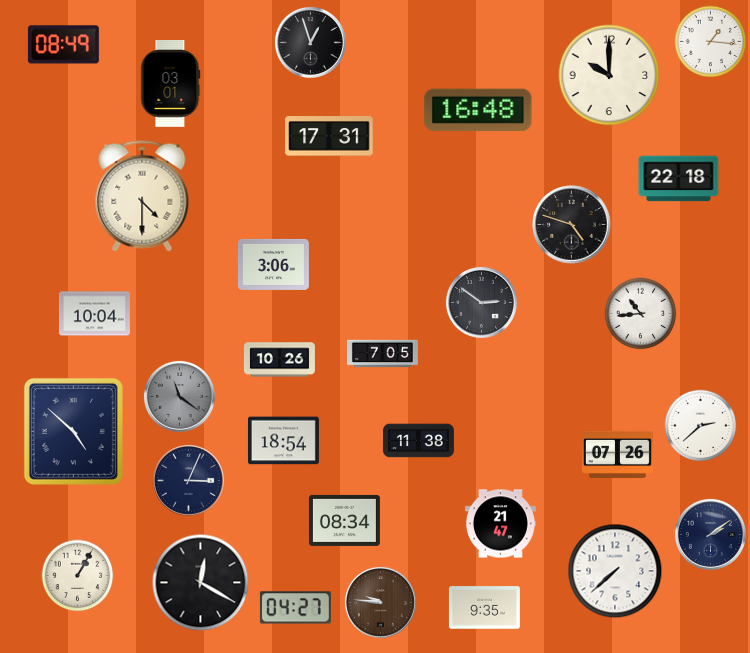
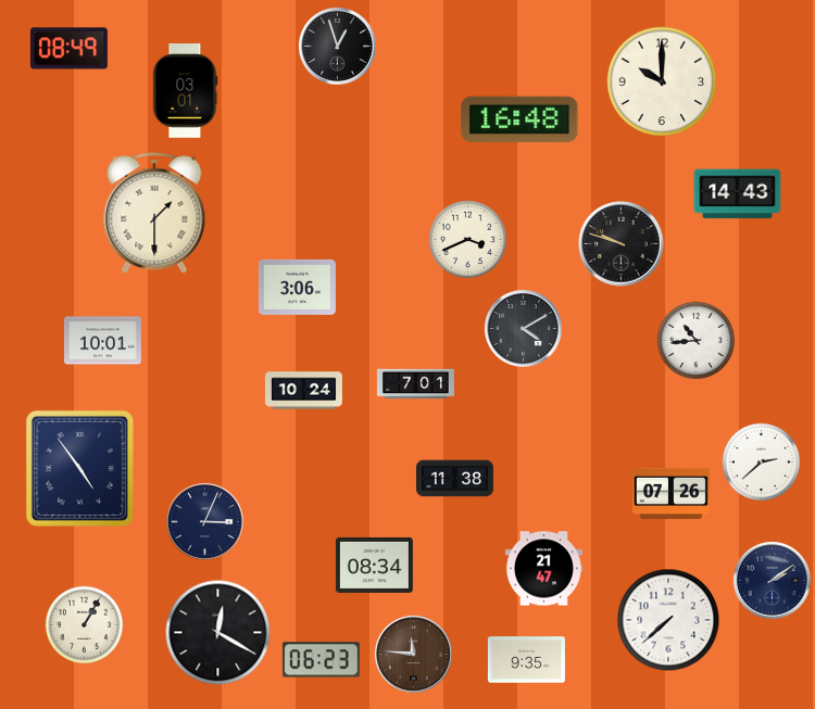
clock at (711, 42): 1:16 -> none
clock at (330, 136): 17:31 -> none
clock at (679, 179): 22:18 -> 14:43
clock at (142, 196): 4:30 -> 1:30
clock at (468, 240): none -> 3:41
clock at (572, 225): 4:48 -> 9:48
clock at (481, 302): 2:51 -> 4:10
clock at (94, 314): 10:04 -> 10:01
clock at (382, 354): 7:05 -> 7:01
clock at (279, 360): 10:26 -> 10:24
clock at (179, 396): 11:21 -> none
clock at (73, 431): 4:52 -> 4:54
clock at (283, 441): 18:54 -> none
clock at (380, 602): 9:46 -> 11:46
clock at (295, 608): 04:27 -> 06:23
